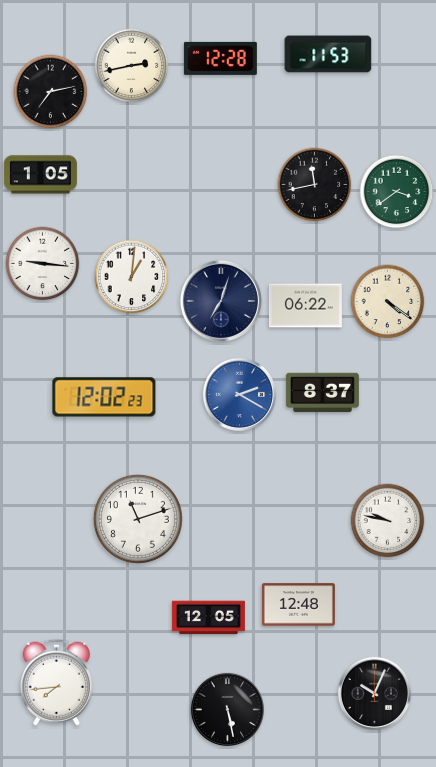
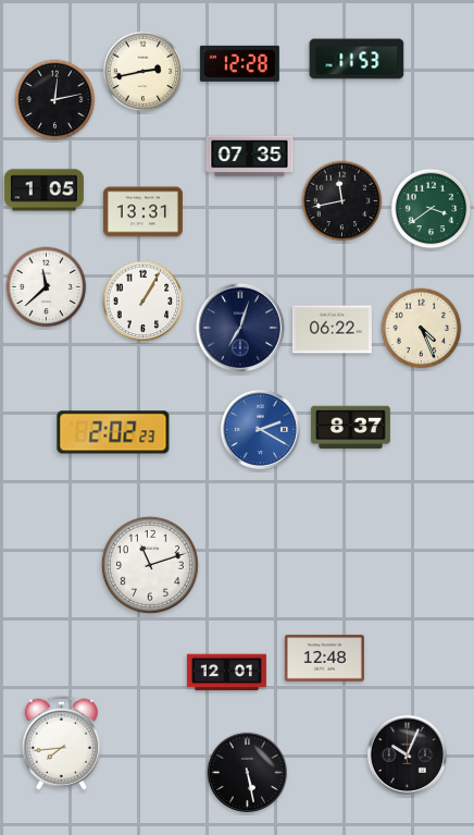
clock at (51, 92): 7:13 -> 12:13
clock at (250, 157): none -> 07:35
clock at (142, 212): none -> 13:31
clock at (43, 264): 9:16 -> 11:38
clock at (132, 277): 1:01 -> 1:05
clock at (388, 302): 4:21 -> 4:26
clock at (305, 306) position: (305, 306) -> (332, 330)
clock at (104, 397): 12:02 -> 2:02
clock at (388, 521): 9:47 -> none
clock at (208, 618): 12:05 -> 12:01
